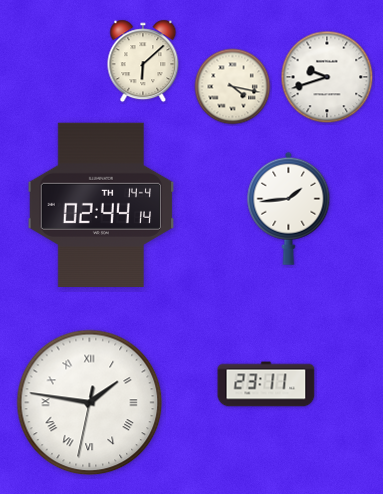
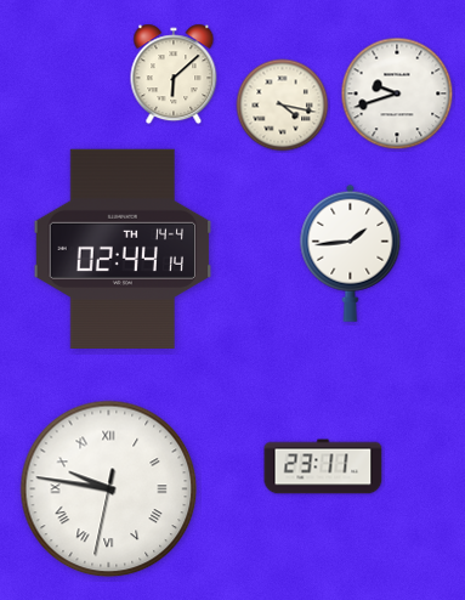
clock at (90, 403): 1:46 -> 9:46
